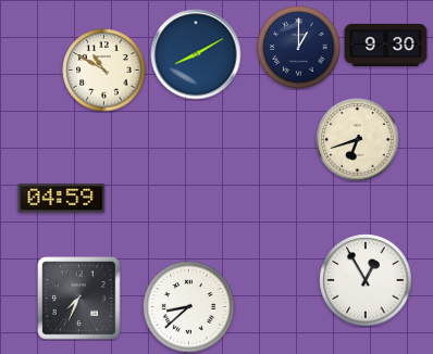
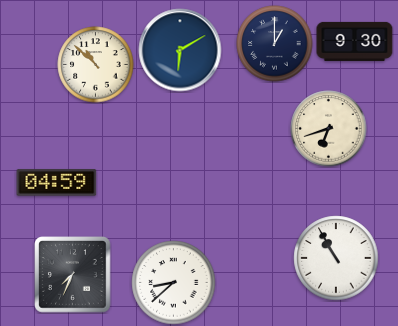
clock at (196, 54): 8:10 -> 6:10
clock at (104, 71): 10:50 -> 10:52
clock at (366, 280): 12:55 -> 10:55
